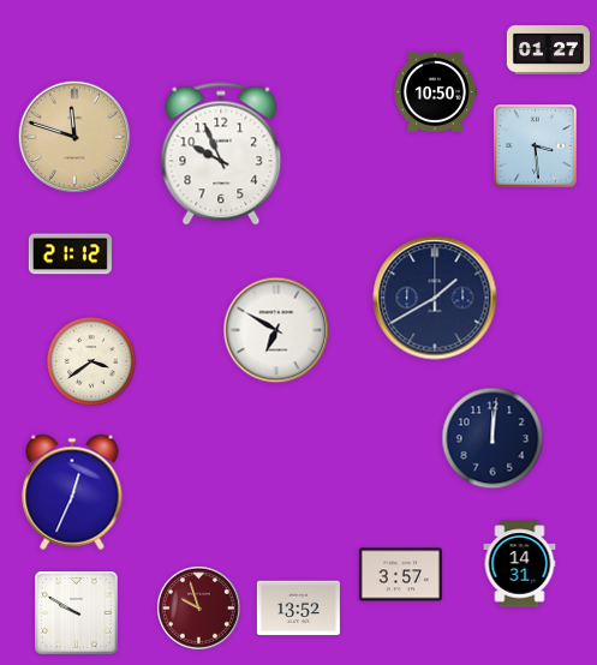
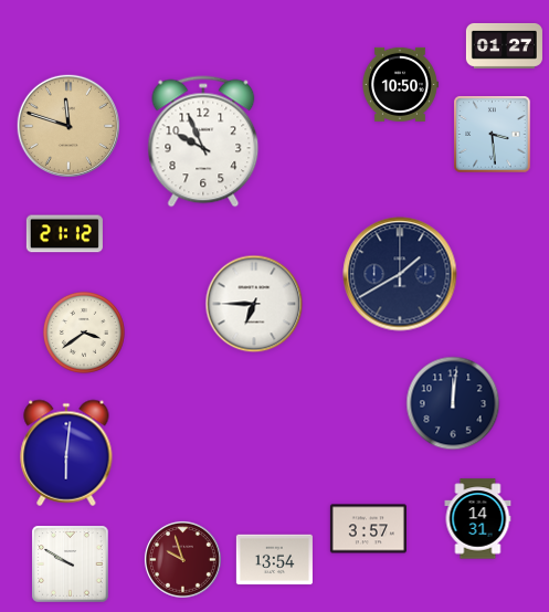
clock at (276, 330): 6:50 -> 6:45
clock at (72, 492): 12:34 -> 6:01
clock at (298, 609): 13:52 -> 13:54
